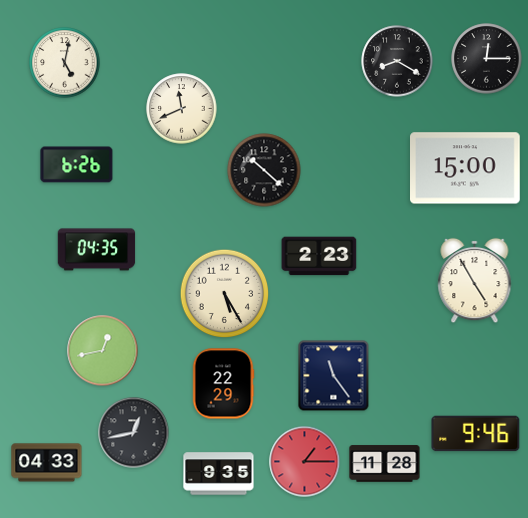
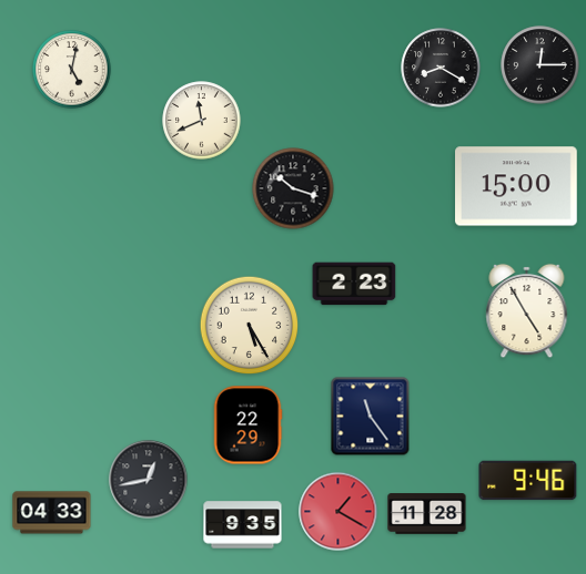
clock at (77, 165): 6:26 -> none
clock at (264, 170): 10:22 -> 10:18
clock at (97, 250): 04:35 -> none
clock at (103, 351): 12:43 -> none
clock at (305, 462): 1:15 -> 1:20
